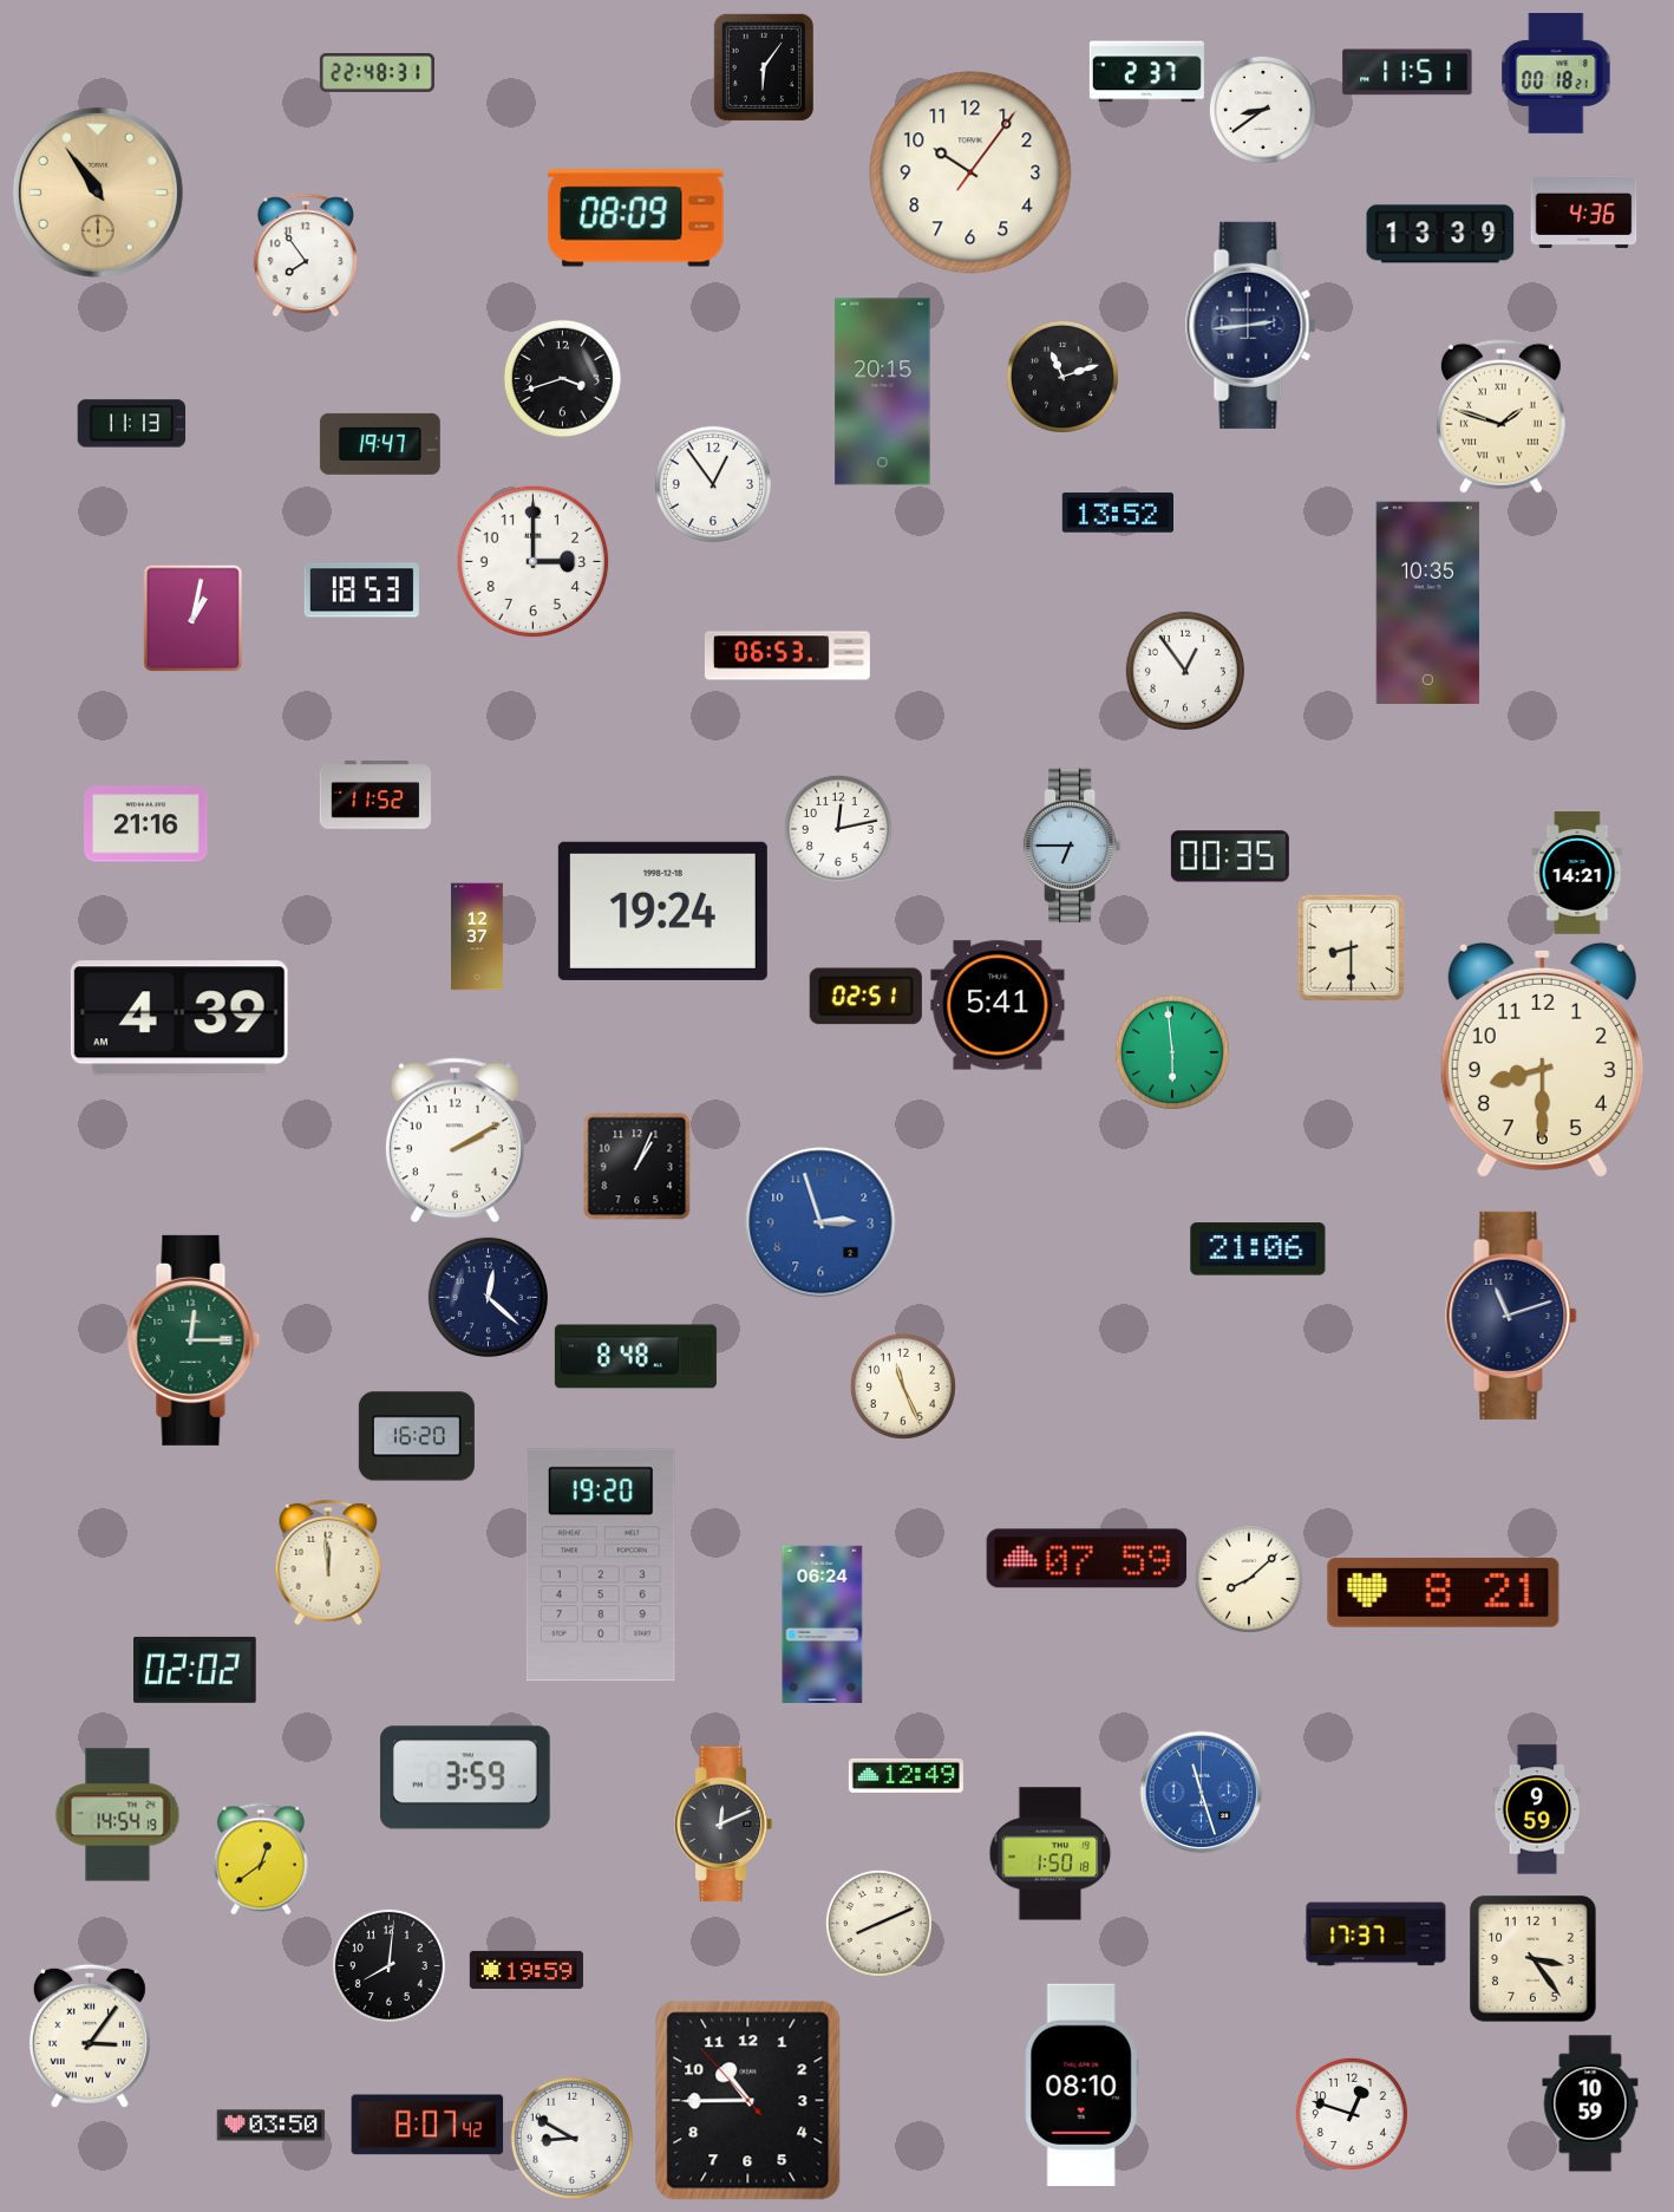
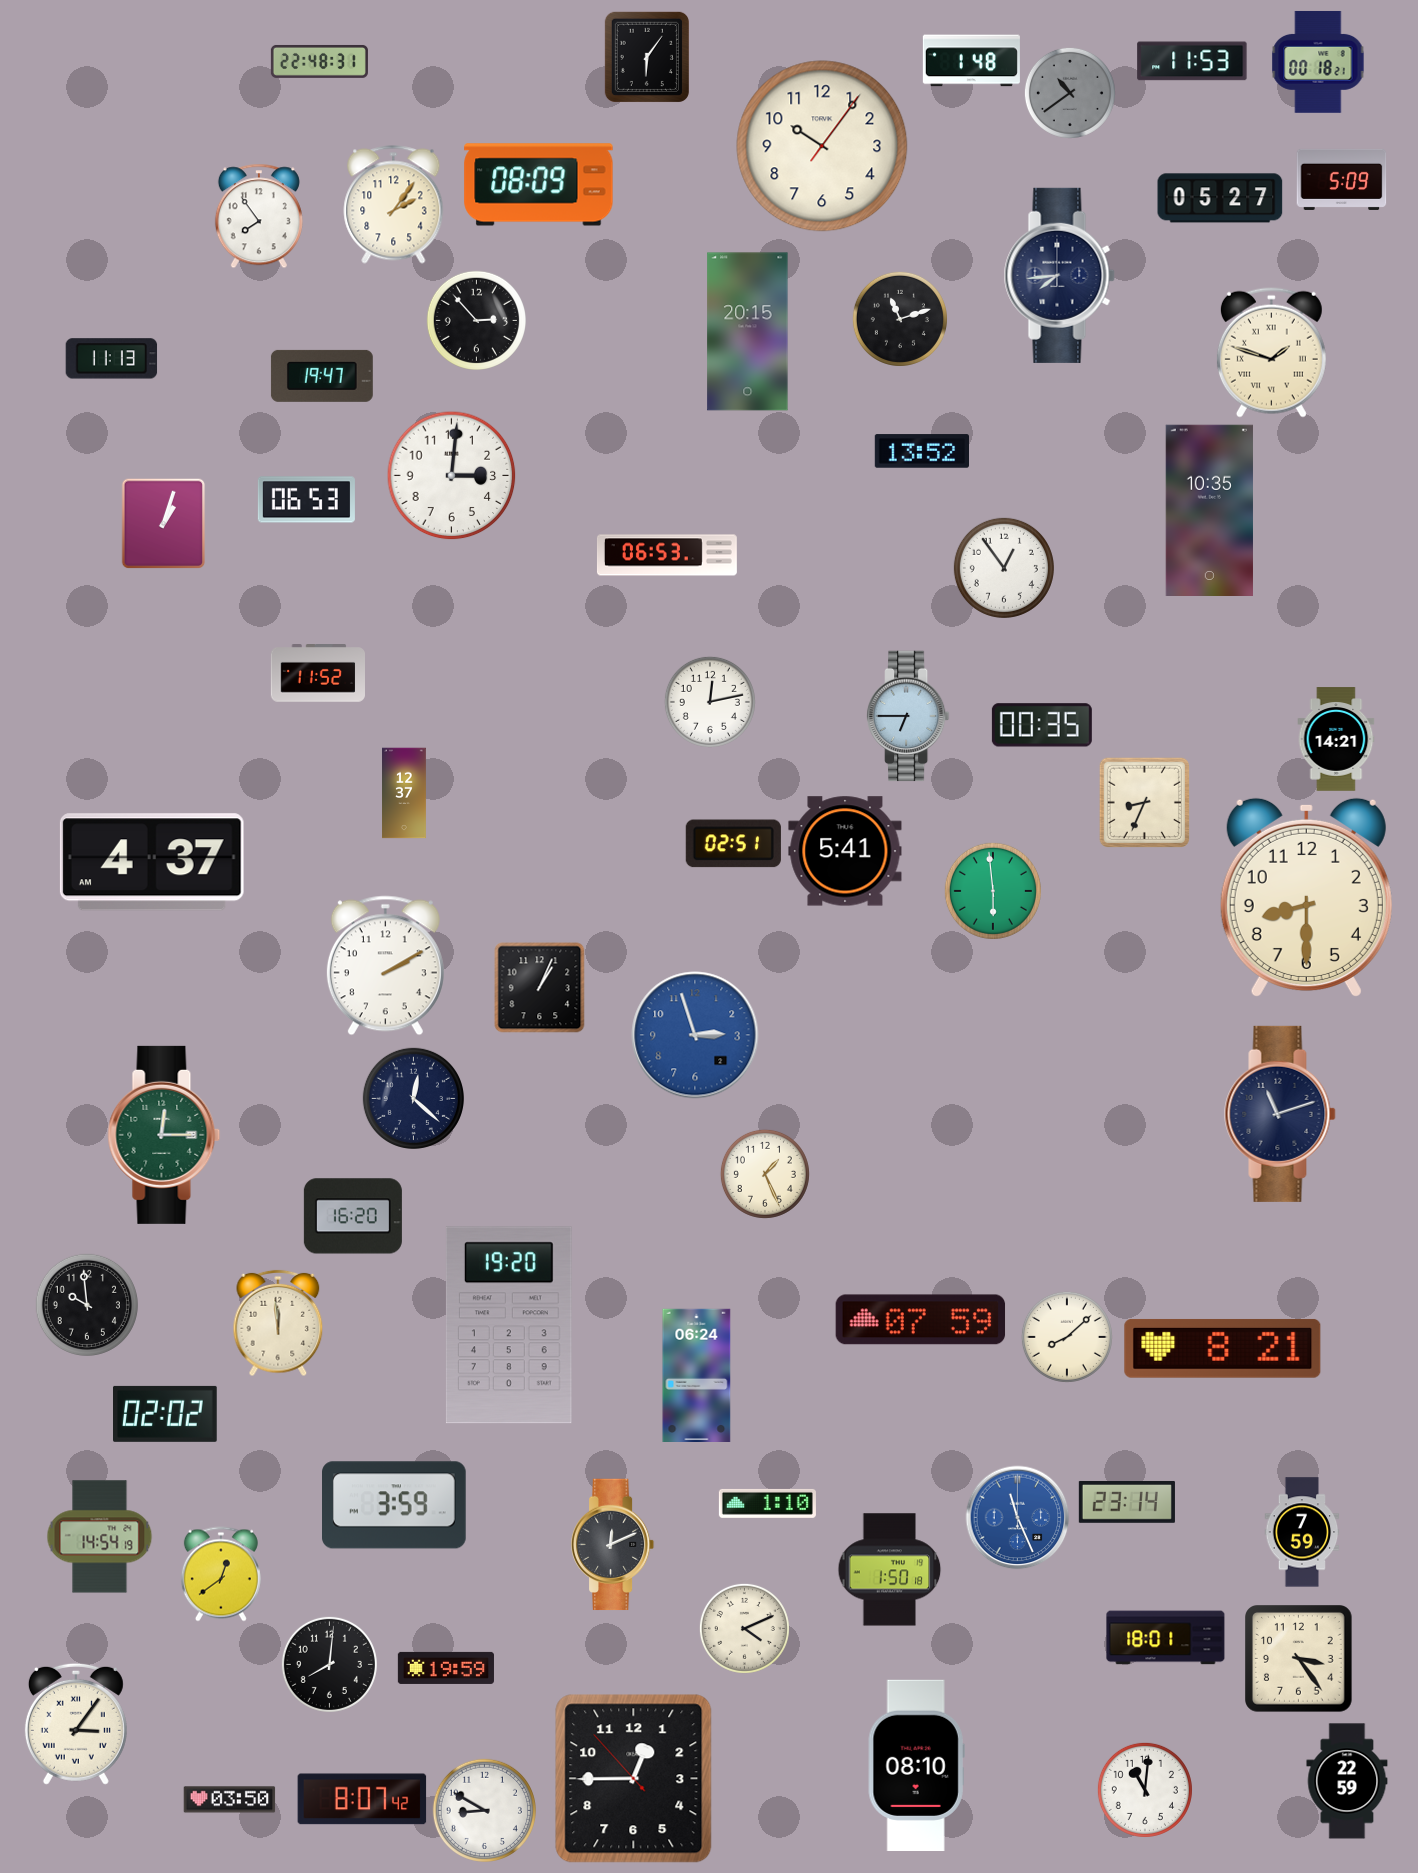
clock at (1146, 72): 2:37 -> 1:48
clock at (1407, 72): 11:51 -> 11:53
clock at (1263, 110): 8:39 -> 10:39
clock at (1263, 110) dial: white -> grey
clock at (98, 193): 10:54 -> none
clock at (1584, 211): 4:36 -> 5:09
clock at (1440, 234): 13:39 -> 05:27
clock at (394, 205): none -> 2:06
clock at (1250, 325): 2:44 -> 7:44
clock at (562, 378): 3:42 -> 2:53
clock at (713, 484): 12:54 -> none
clock at (1117, 513) position: (1117, 513) -> (921, 451)
clock at (534, 562): 3:00 -> 3:01
clock at (361, 590): 18:53 -> 06:53
clock at (194, 618): 1:02 -> 1:03
clock at (146, 824): 21:16 -> none
clock at (662, 911): 19:24 -> none
clock at (1351, 947): 8:30 -> 8:34
clock at (179, 1018): 4:39 -> 4:37
clock at (1258, 1249): 21:06 -> none
clock at (635, 1357): 8:48 -> none
clock at (903, 1386): 11:26 -> 1:26
clock at (87, 1305): none -> 9:59
clock at (1249, 1579) position: (1249, 1579) -> (1067, 1337)
clock at (1127, 1502): none -> 23:14
clock at (905, 1775): 12:49 -> 1:10
clock at (1202, 1793): 11:27 -> 11:26
clock at (1537, 1809): 9:59 -> 7:59
clock at (878, 1923): 8:11 -> 4:11
clock at (1377, 1934): 17:37 -> 18:01
clock at (748, 2101): 10:44 -> 12:44
clock at (1590, 2103): 10:59 -> 22:59
clock at (1352, 2114): 12:48 -> 11:01
